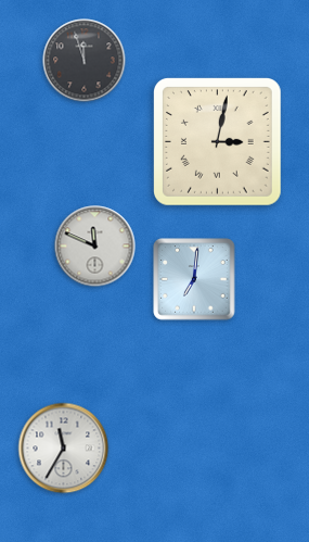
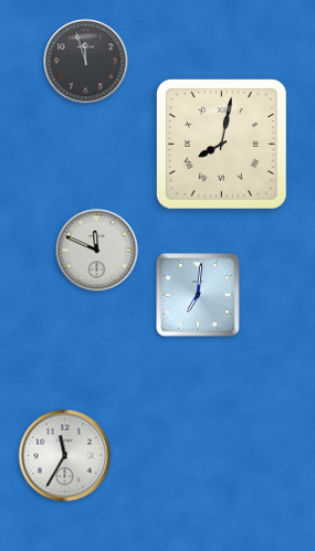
clock at (217, 141): 3:02 -> 8:02
clock at (194, 279) position: (194, 279) -> (198, 295)
